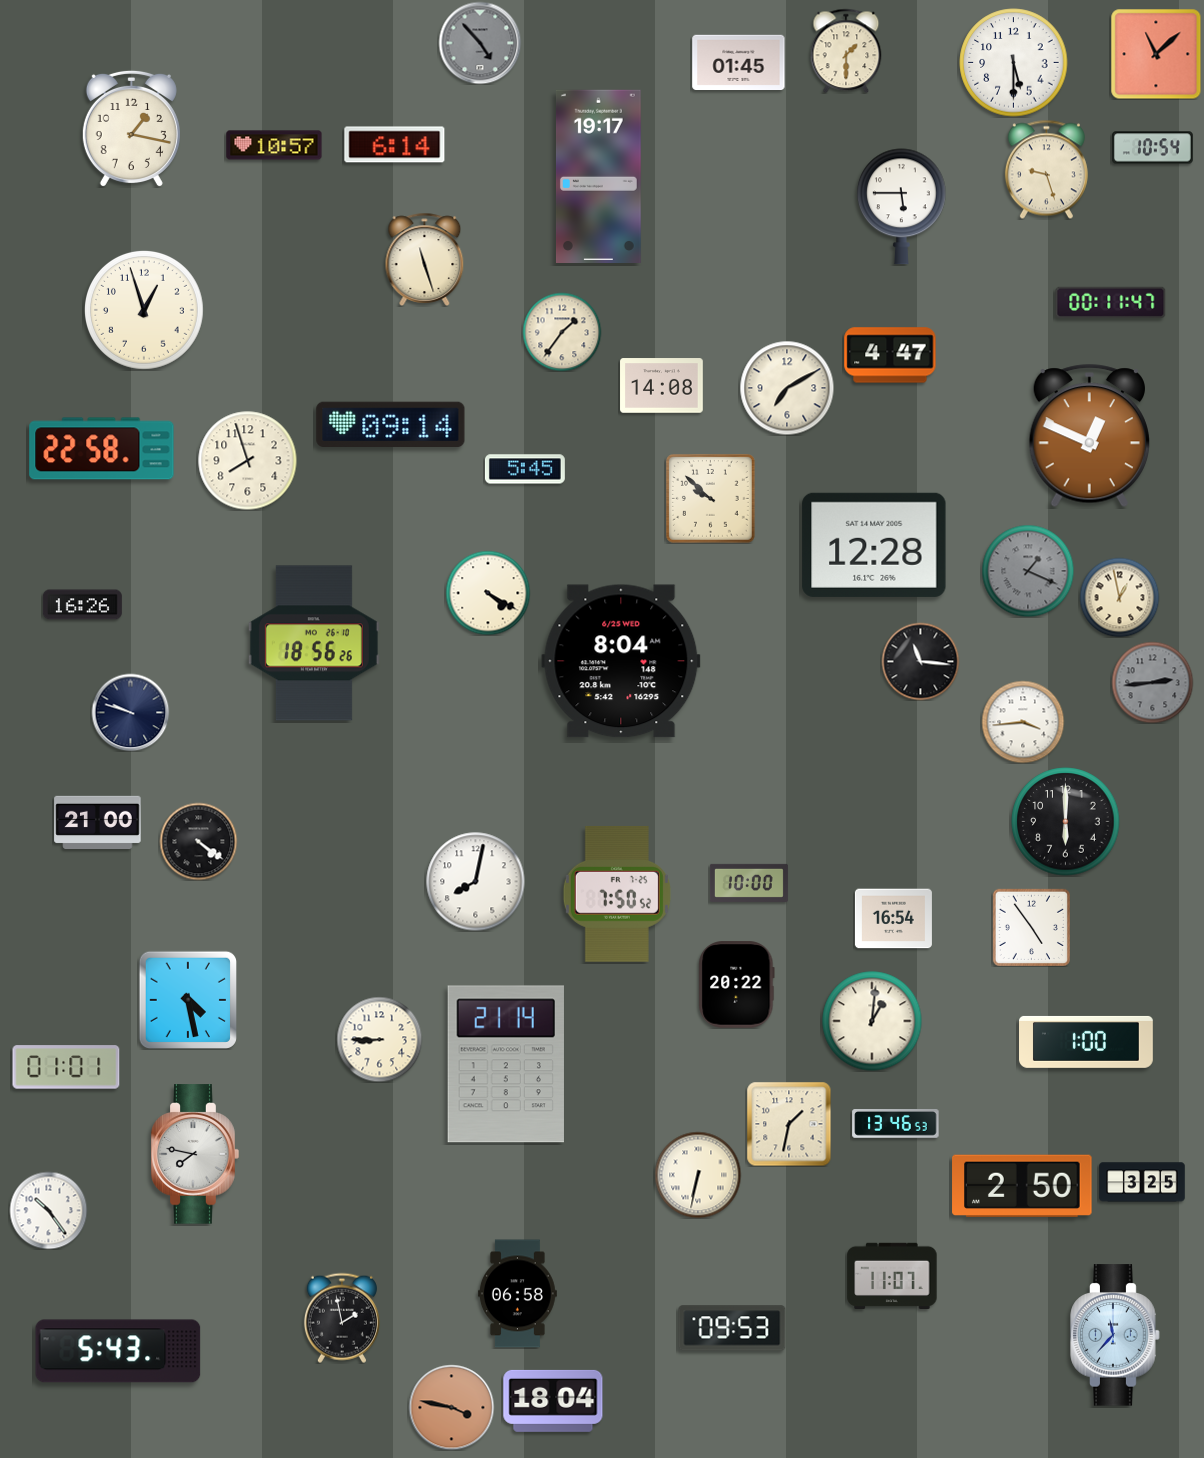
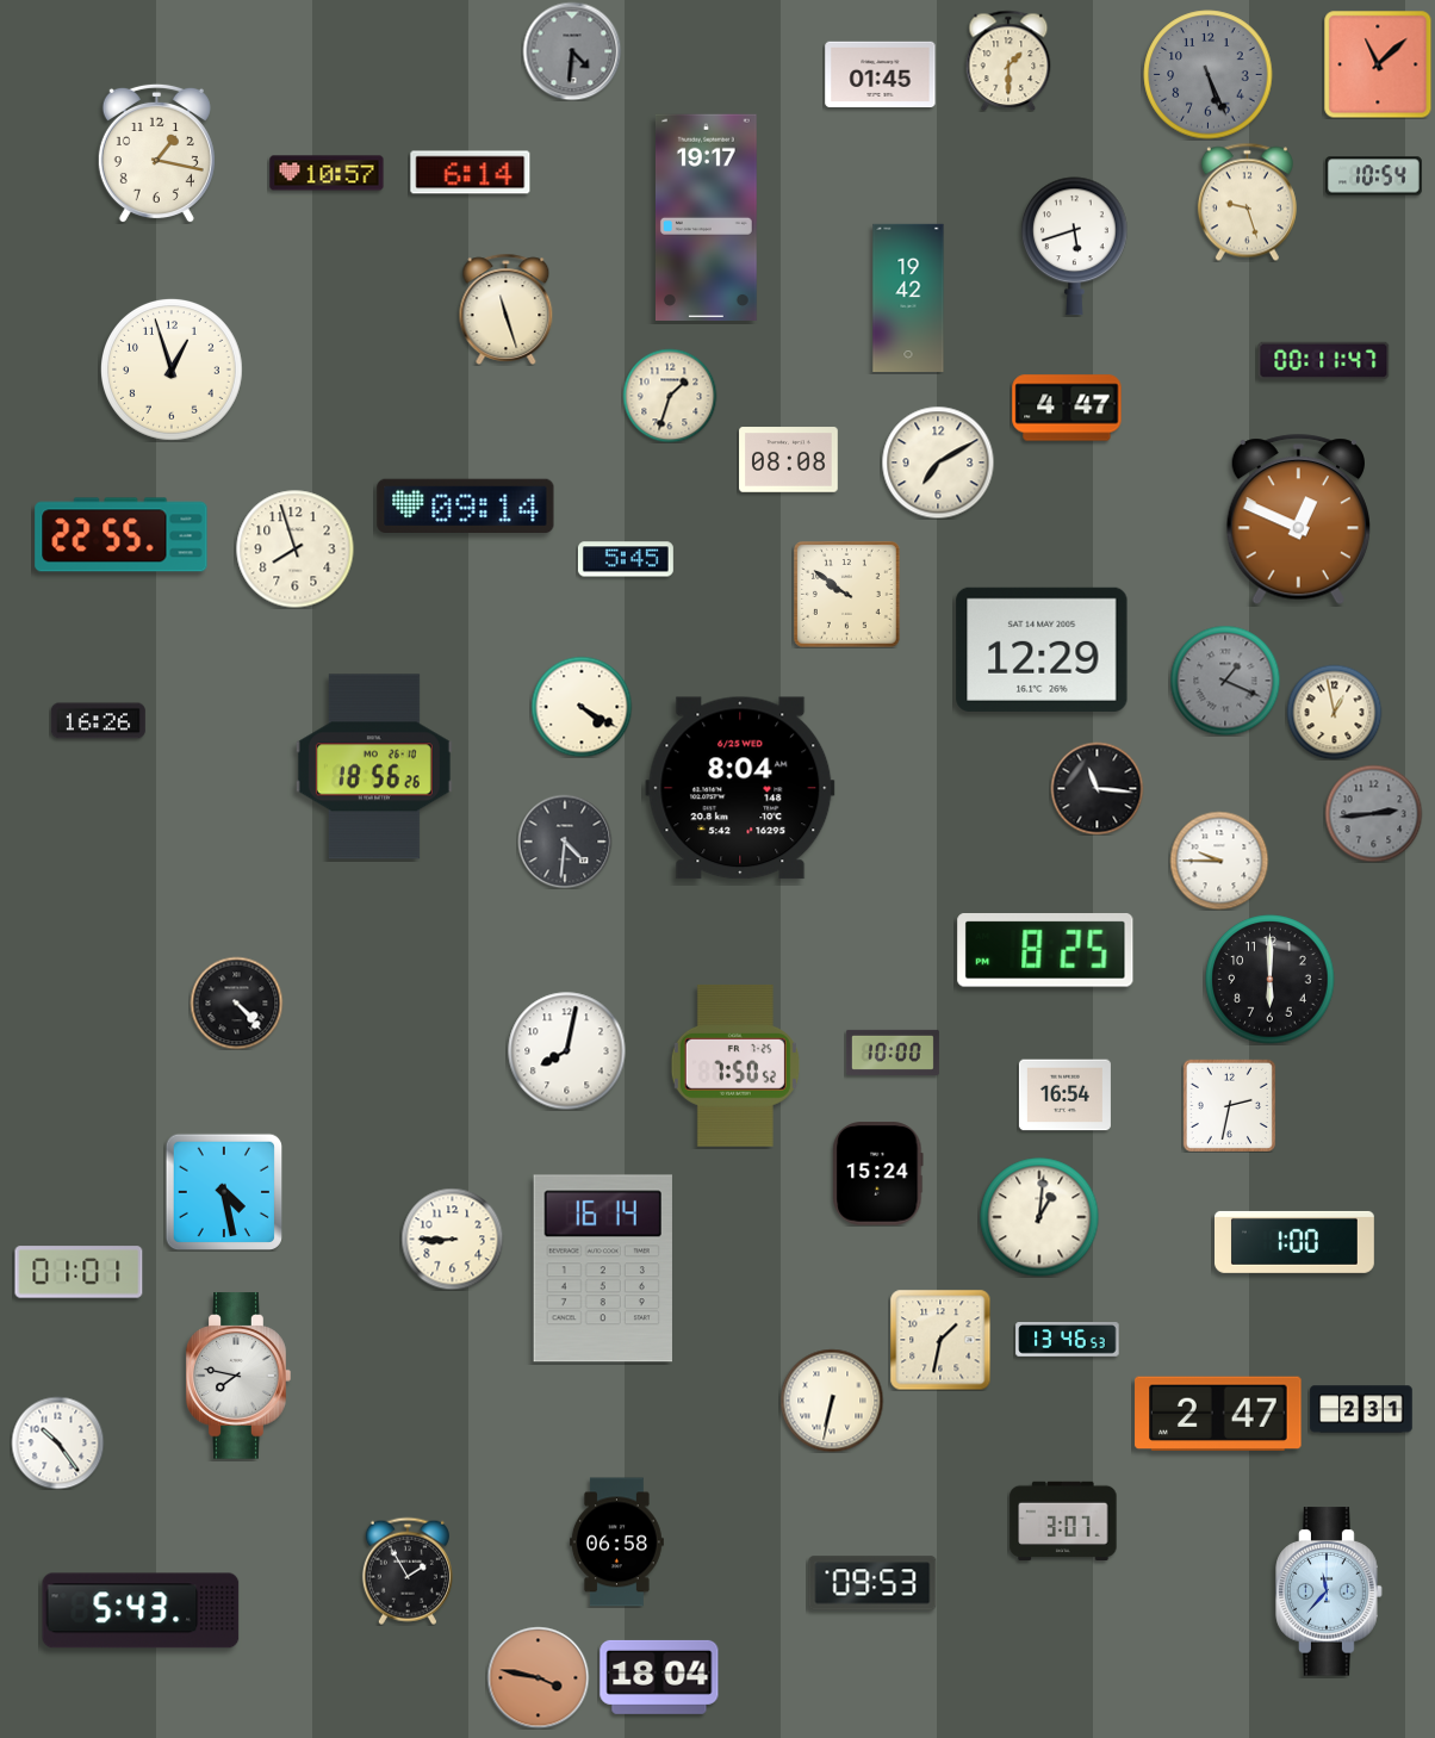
clock at (480, 43): 4:53 -> 4:31
clock at (1014, 63): 5:30 -> 5:26
clock at (1014, 63) dial: white -> grey
clock at (598, 176) position: (598, 176) -> (706, 217)
clock at (902, 207): 5:45 -> 5:42
clock at (908, 297): none -> 19:42
clock at (562, 332): 1:36 -> 1:33
clock at (890, 355) position: (890, 355) -> (1067, 408)
clock at (662, 386): 14:08 -> 08:08
clock at (102, 449): 22:58 -> 22:55
clock at (711, 499): 9:52 -> 9:51
clock at (874, 545): 12:28 -> 12:29
clock at (565, 842): none -> 4:31
clock at (130, 712): 9:48 -> none
clock at (1023, 722): 3:44 -> 9:45
clock at (1045, 951): none -> 8:25
clock at (98, 823): 21:00 -> none
clock at (198, 841): 4:21 -> 4:23
clock at (1031, 927): 4:54 -> 2:32
clock at (737, 985): 20:22 -> 15:24
clock at (506, 1064): 21:14 -> 16:14
clock at (195, 1154) position: (195, 1154) -> (238, 1376)
clock at (1142, 1182): 3:25 -> 2:31
clock at (1022, 1185): 2:50 -> 2:47
clock at (892, 1275): 11:07 -> 3:07
clock at (342, 1318): 1:58 -> 1:55
clock at (553, 1401) position: (553, 1401) -> (659, 1677)
